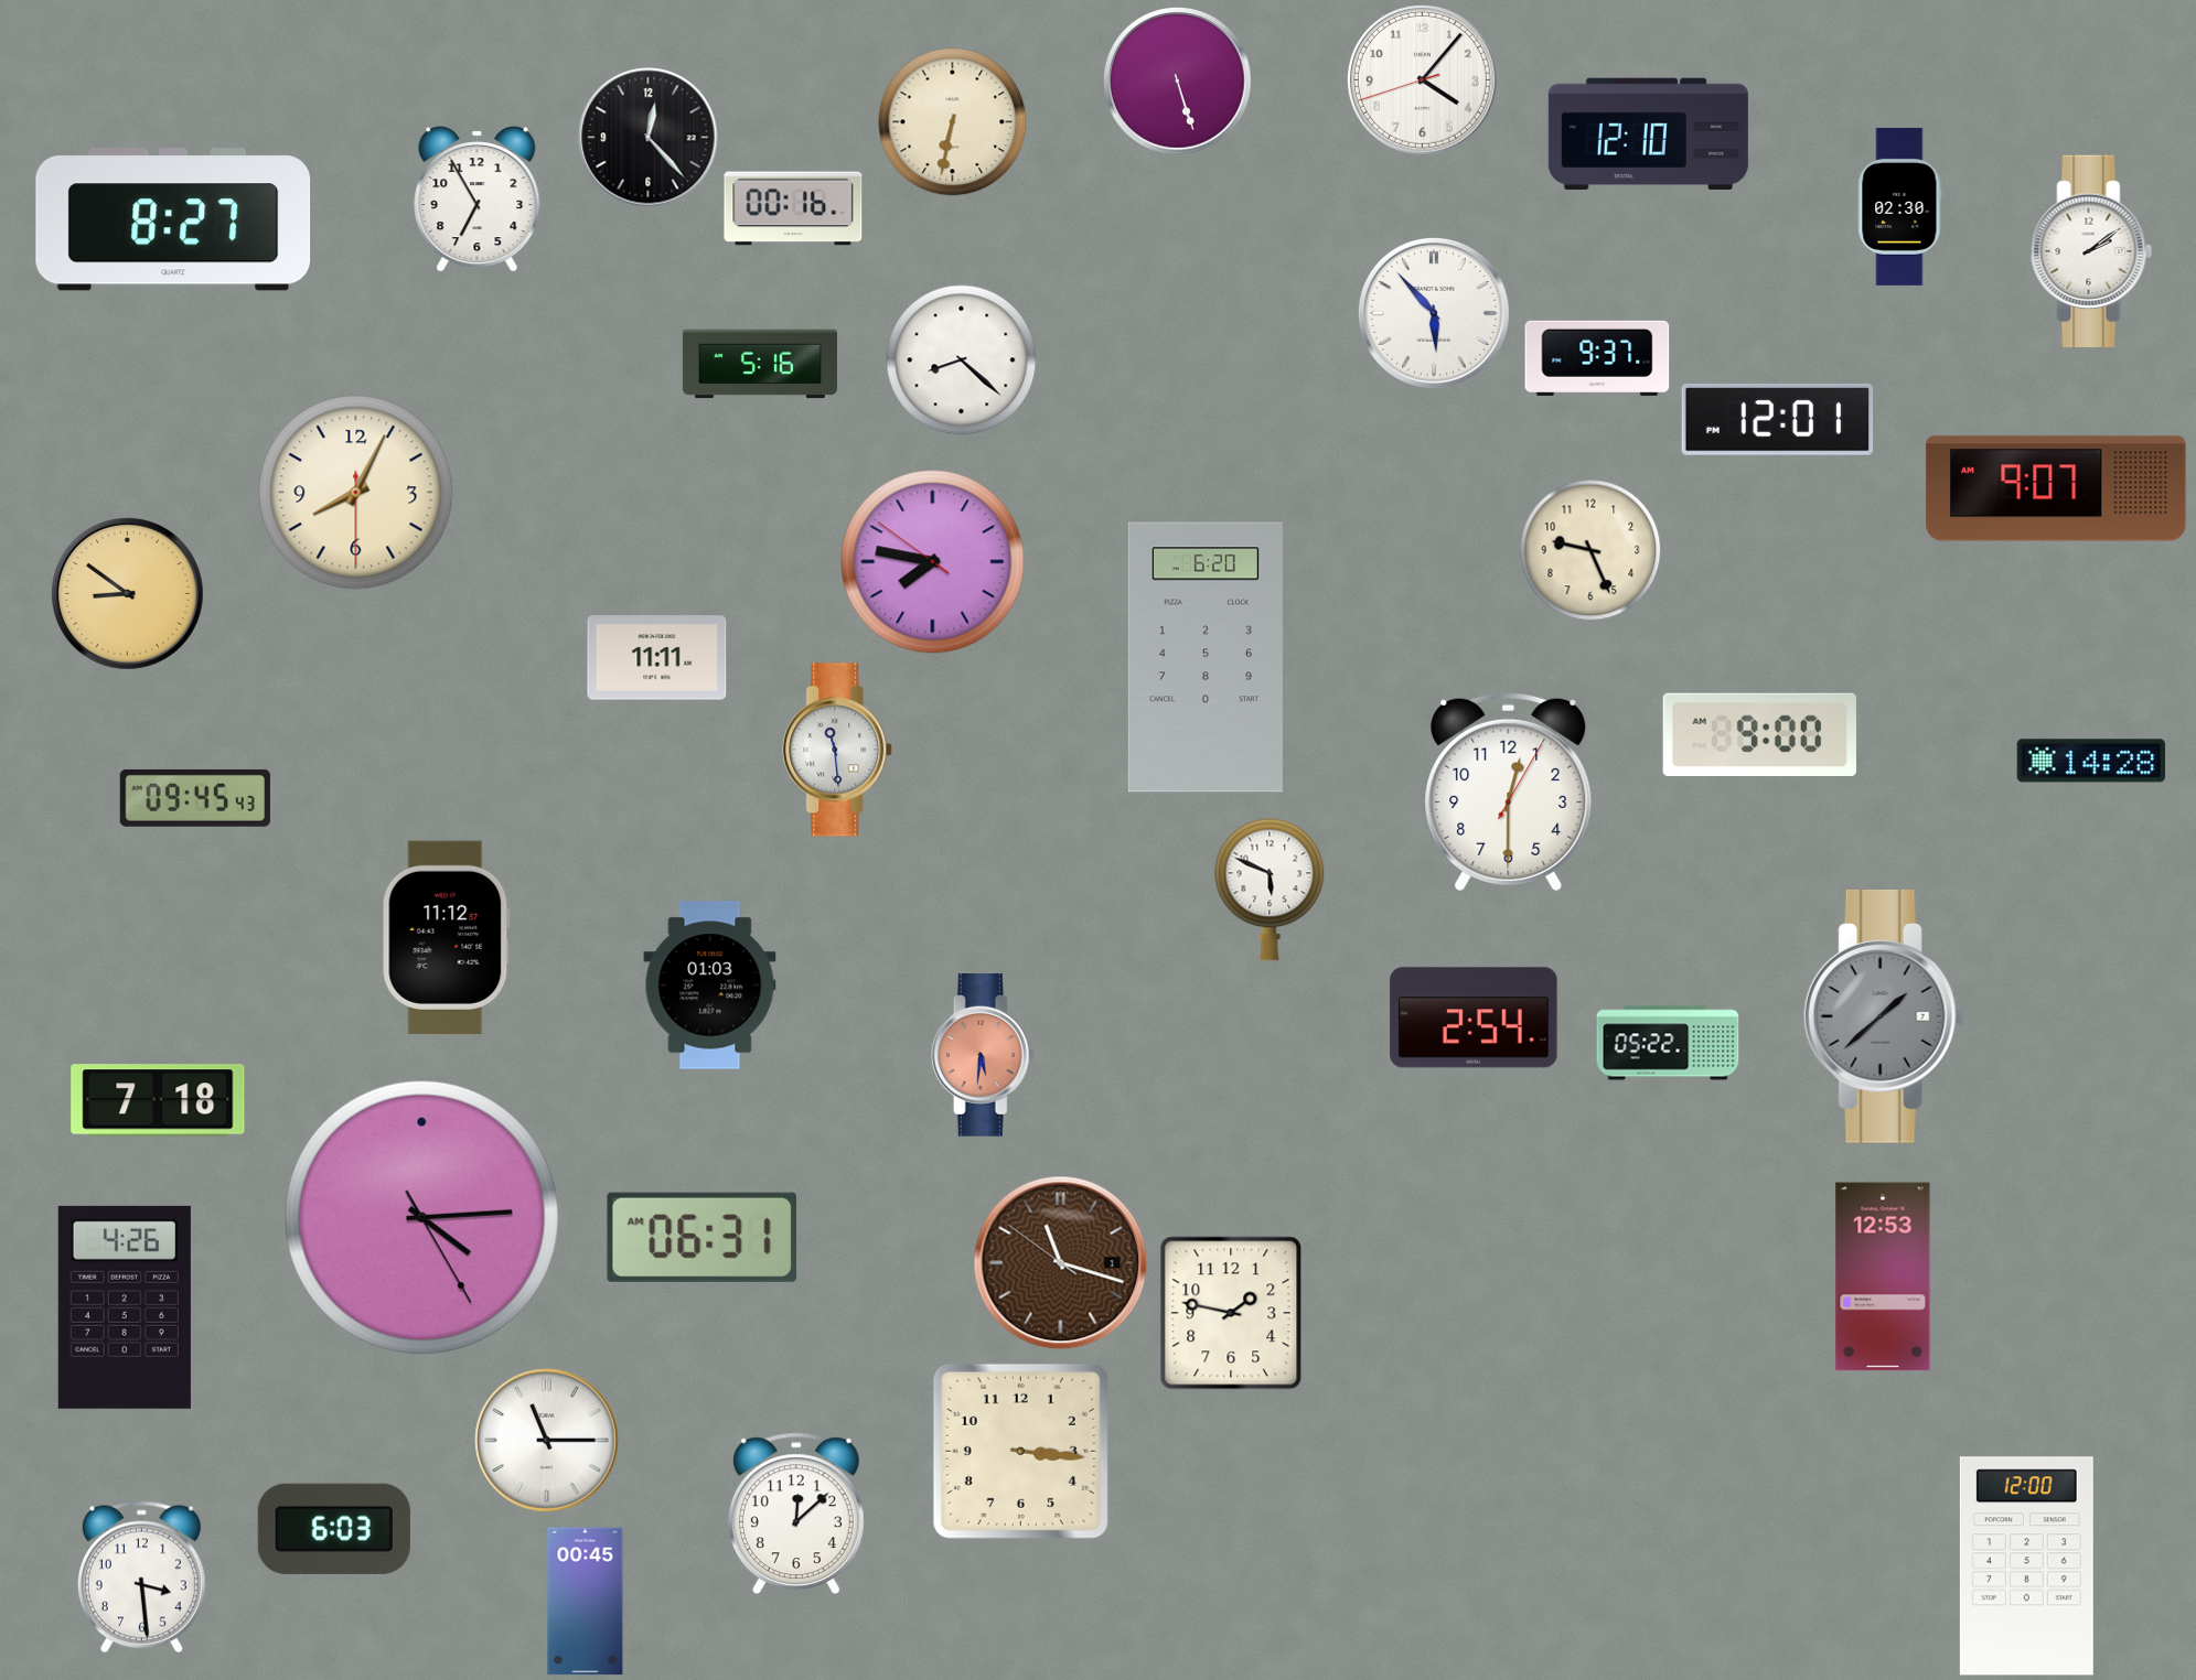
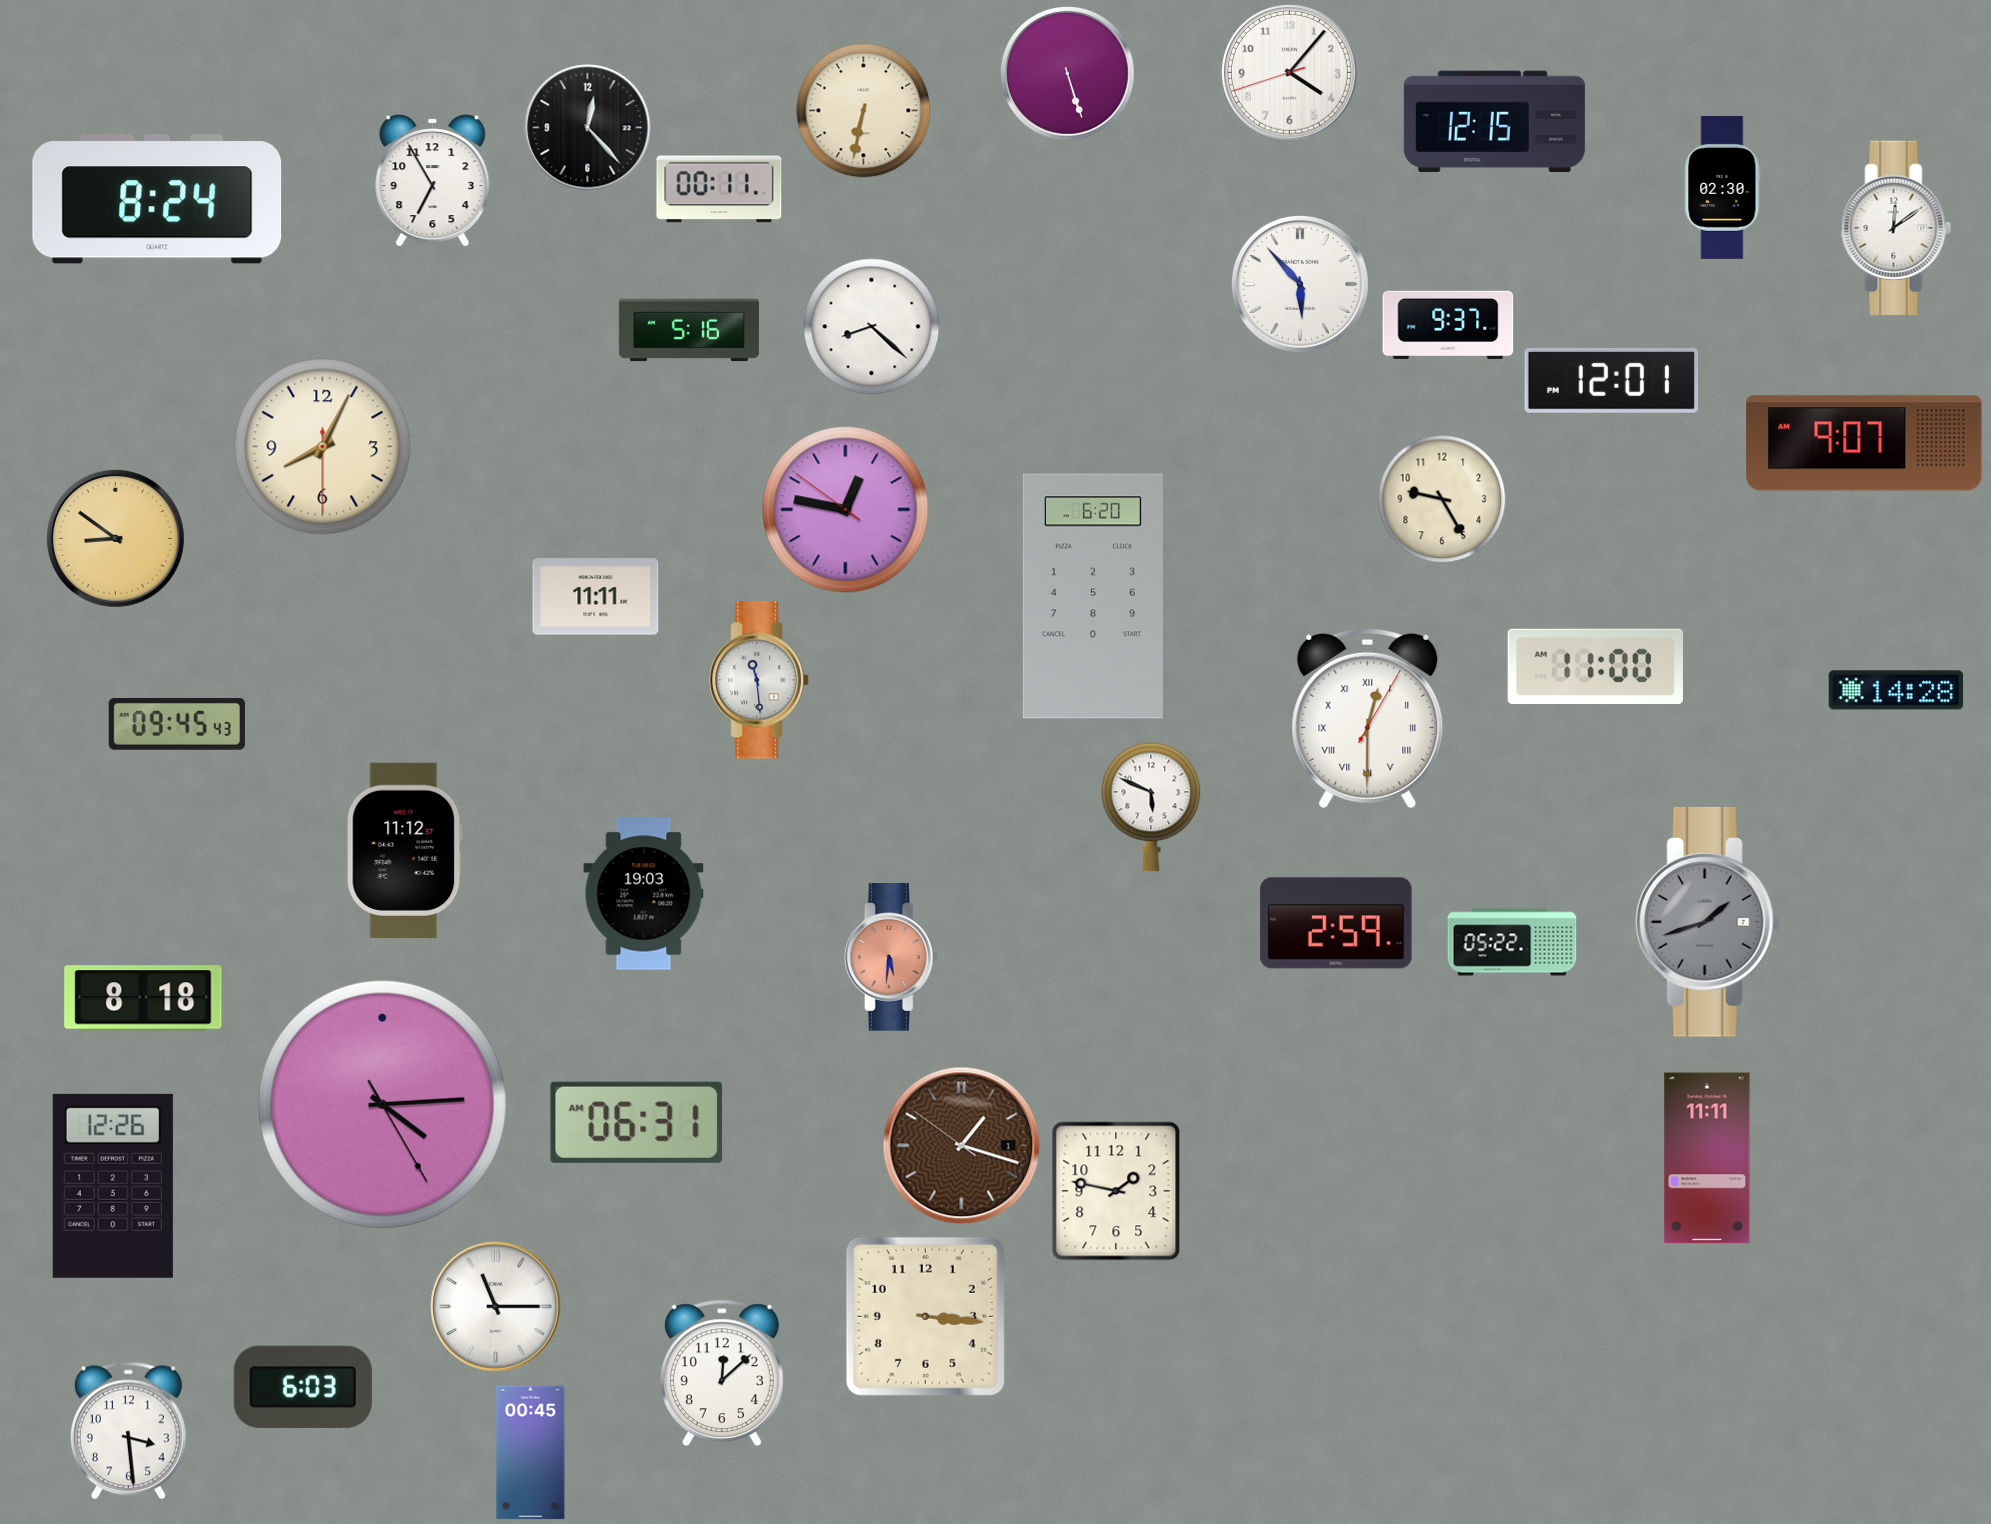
clock at (1648, 133): 12:10 -> 12:15
clock at (649, 138) position: (649, 138) -> (588, 128)
clock at (793, 208): 00:16 -> 00:11
clock at (173, 219): 8:27 -> 8:24
clock at (2091, 251): 2:09 -> 12:09
clock at (1590, 550): 9:26 -> 9:25
clock at (933, 562): 7:46 -> 12:46
clock at (1759, 734): 9:00 -> 11:00
clock at (1509, 791) numerals: Arabic -> Roman
clock at (710, 986): 01:03 -> 19:03
clock at (1884, 1016): 1:38 -> 1:42
clock at (1474, 1017): 2:54 -> 2:59
clock at (1668, 1043) position: (1668, 1043) -> (1512, 942)
clock at (158, 1100): 7:18 -> 8:18
clock at (1061, 1263): 11:17 -> 1:17
clock at (1883, 1277): 12:53 -> 11:11
clock at (125, 1307): 4:26 -> 12:26
clock at (2026, 1566): 12:00 -> none
